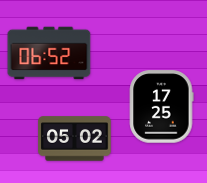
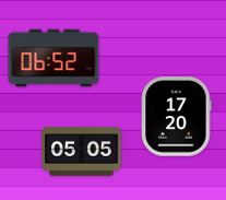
clock at (162, 107): 17:25 -> 17:20
clock at (75, 139): 05:02 -> 05:05
